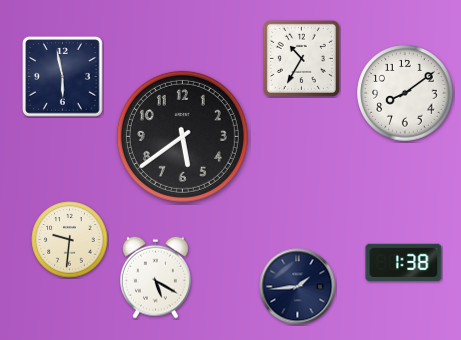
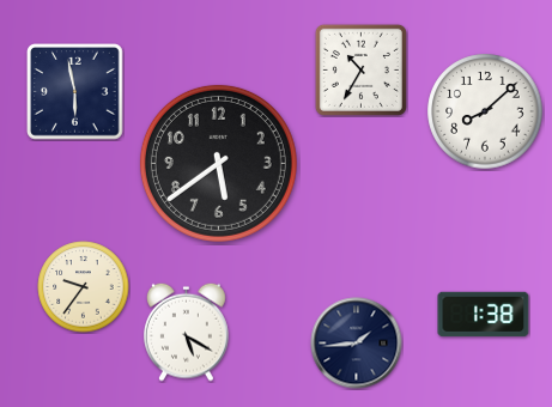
clock at (405, 93): 8:09 -> 8:08
clock at (70, 240): 9:31 -> 9:36
